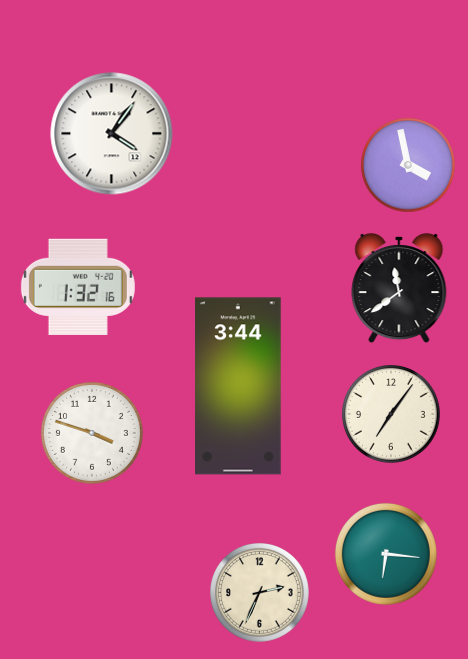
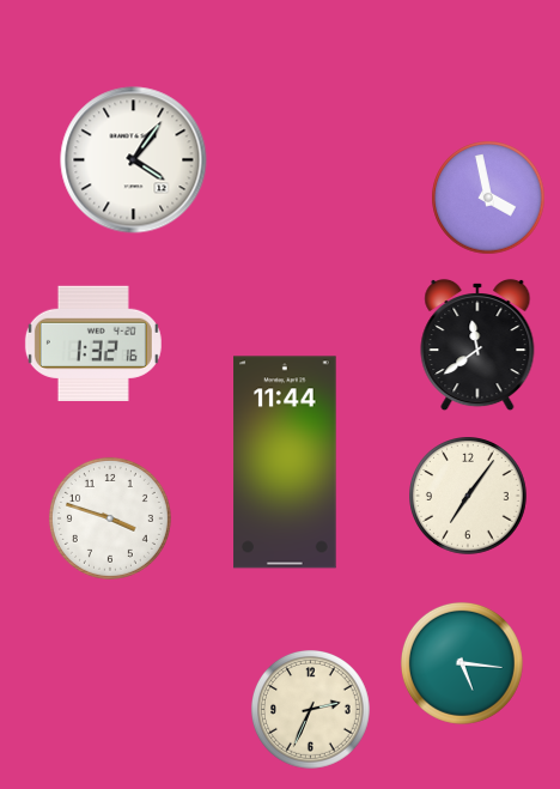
clock at (238, 386): 3:44 -> 11:44
clock at (386, 554): 6:16 -> 5:16
